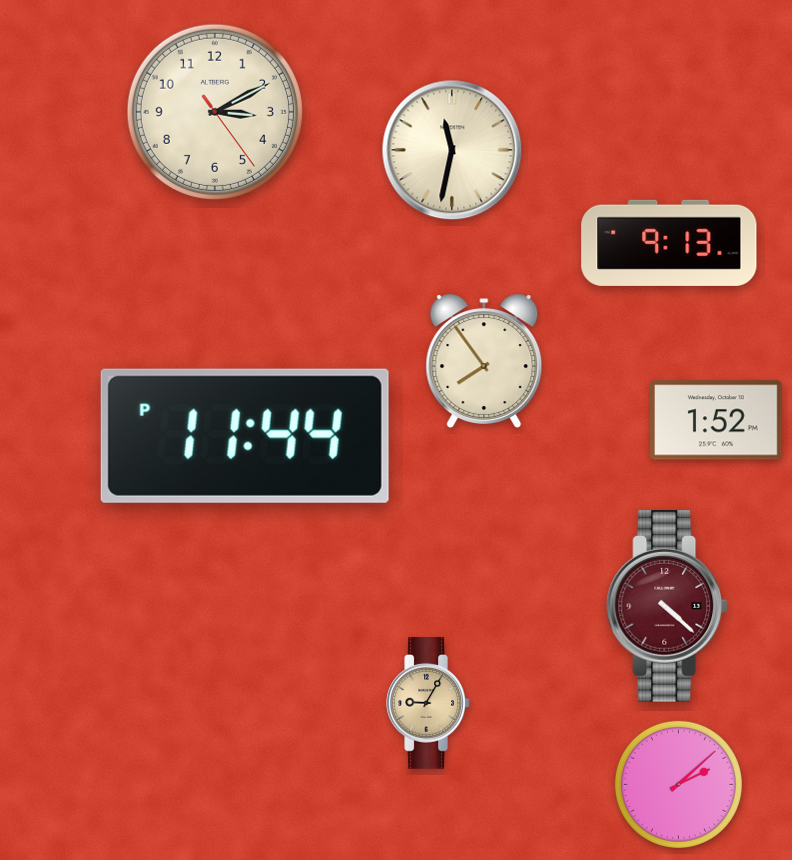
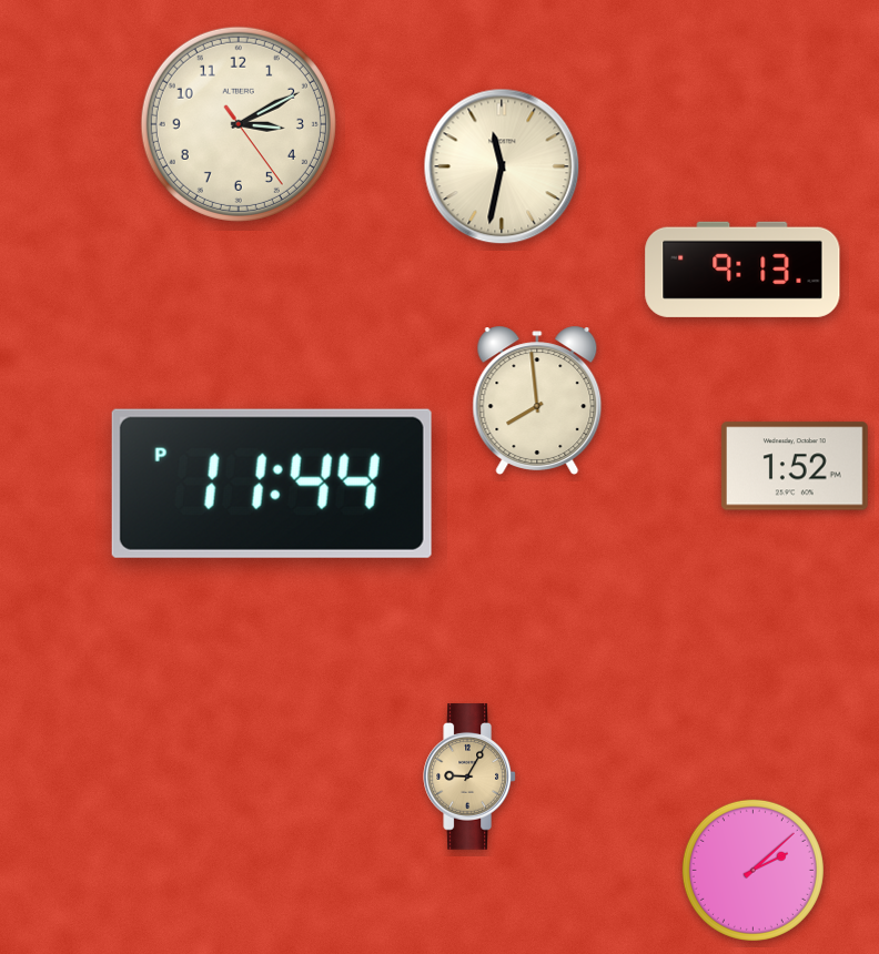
clock at (484, 361): 7:54 -> 7:59
clock at (667, 607): 4:22 -> none
clock at (428, 703) position: (428, 703) -> (469, 777)
